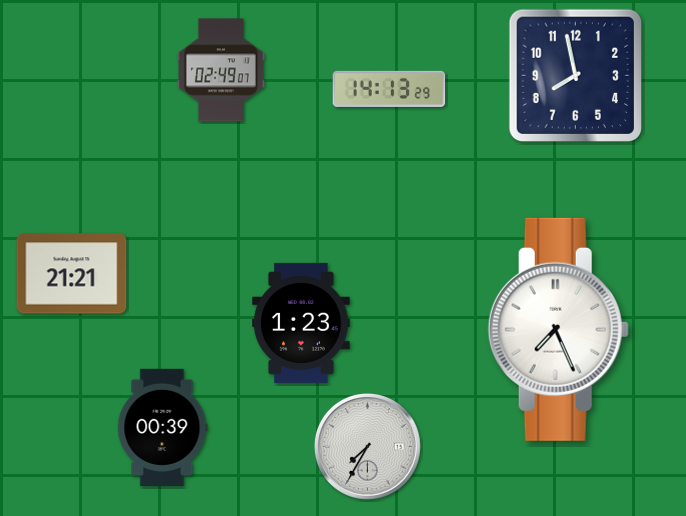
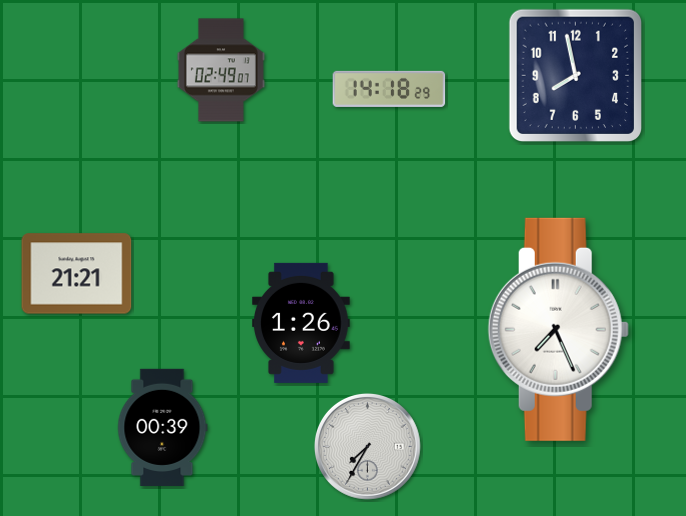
clock at (389, 89): 14:13 -> 14:18
clock at (72, 274) position: (72, 274) -> (77, 274)
clock at (302, 323): 1:23 -> 1:26
